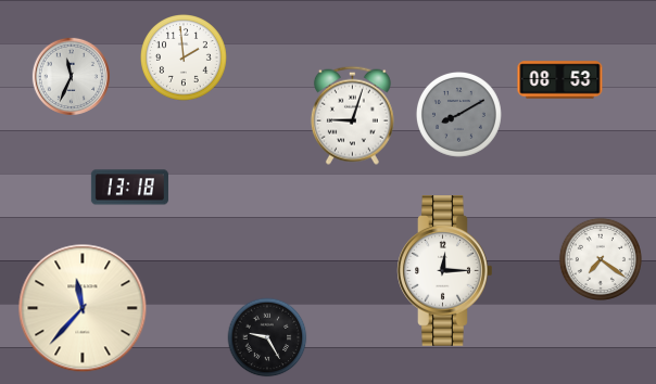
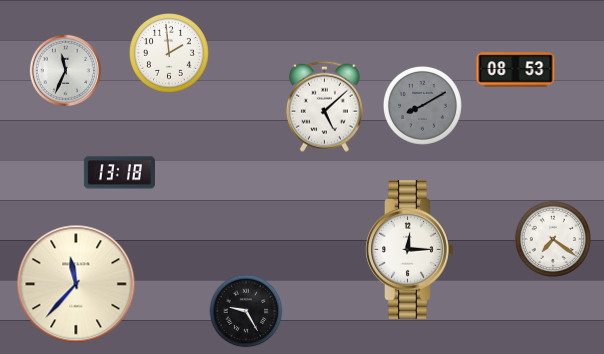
clock at (560, 80) position: (560, 80) -> (516, 70)
clock at (352, 115): 9:03 -> 5:08
